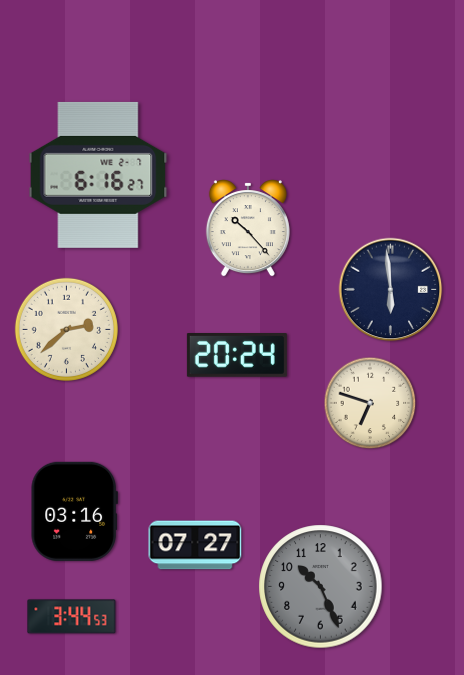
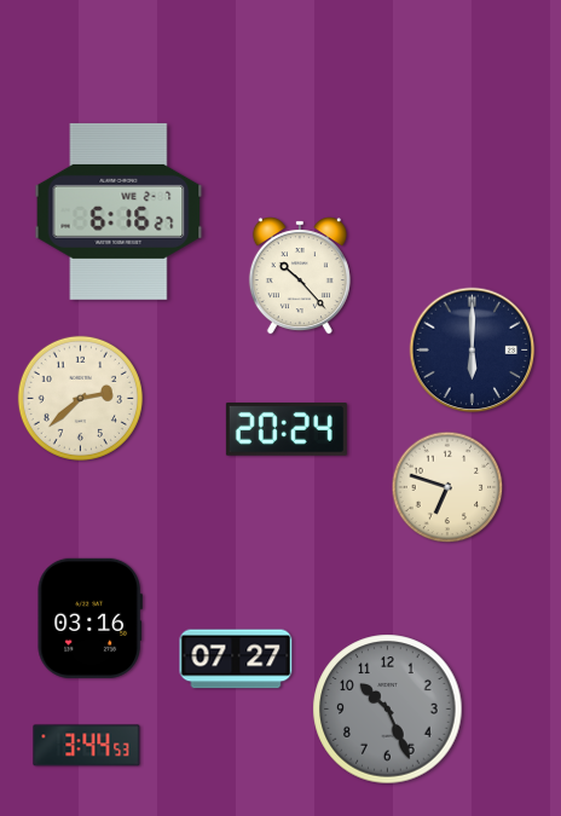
clock at (391, 290): 5:59 -> 6:00
